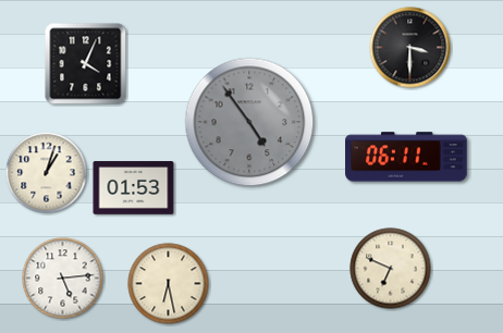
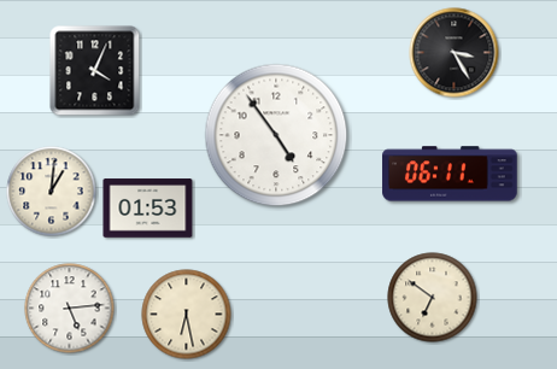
clock at (410, 48): 3:30 -> 3:25
clock at (249, 122) dial: grey -> white
clock at (47, 173): 1:03 -> 1:01
clock at (391, 269): 6:49 -> 6:51
